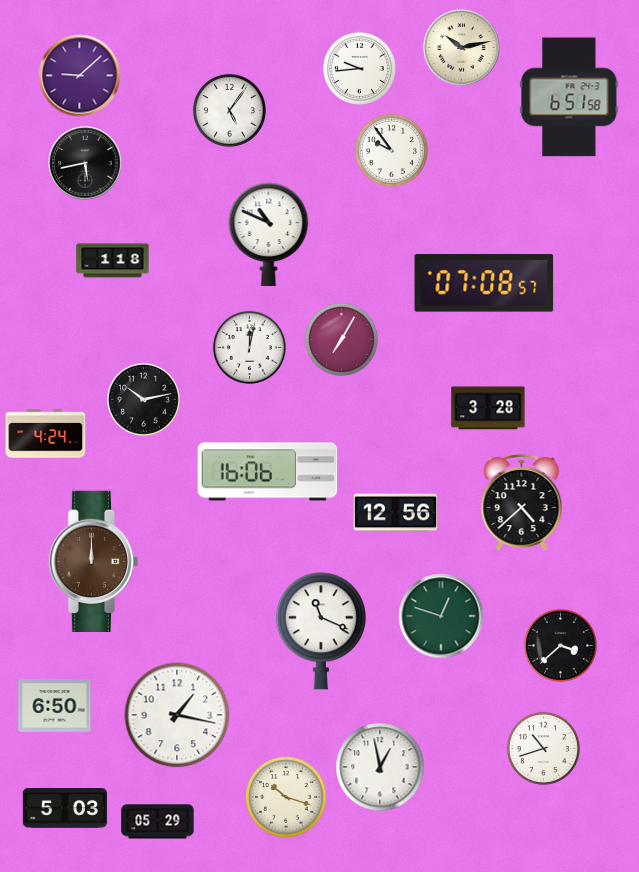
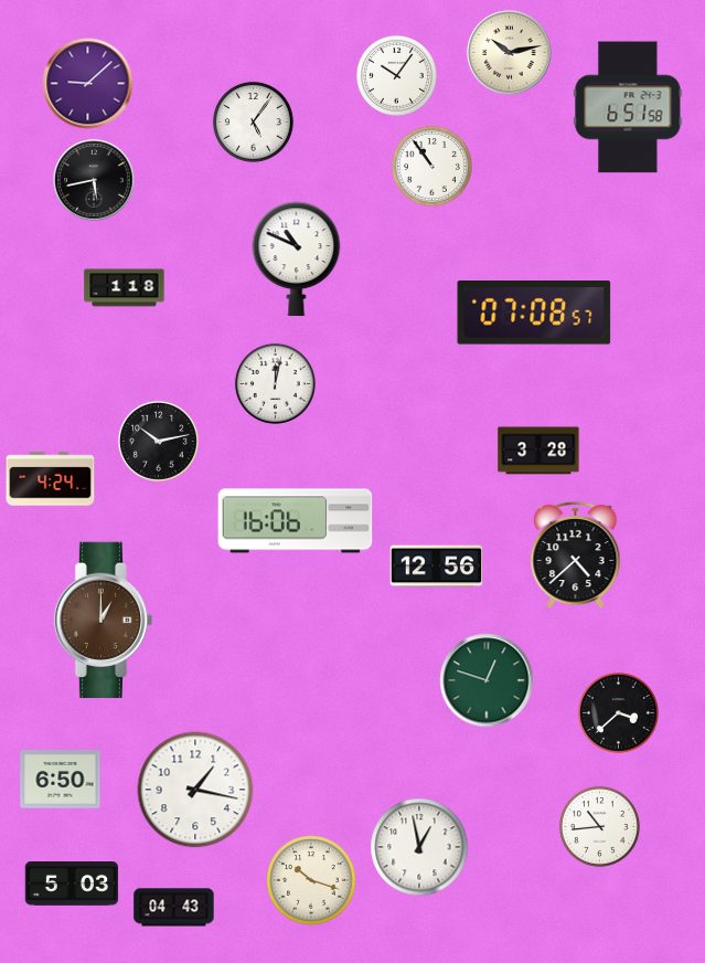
clock at (359, 68): 9:44 -> 10:06
clock at (391, 150): 9:54 -> 10:54
clock at (341, 339): 7:05 -> none
clock at (94, 561): 12:00 -> 1:00
clock at (321, 631): 11:19 -> none
clock at (543, 748): 10:42 -> 10:44
clock at (286, 797) position: (286, 797) -> (311, 880)
clock at (65, 809) position: (65, 809) -> (72, 885)
clock at (158, 822): 05:29 -> 04:43
